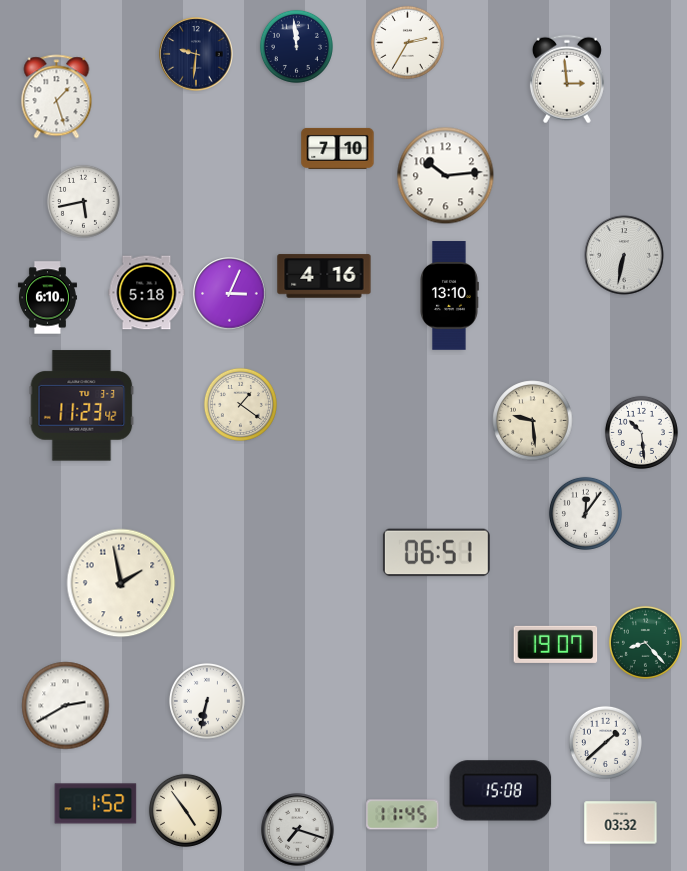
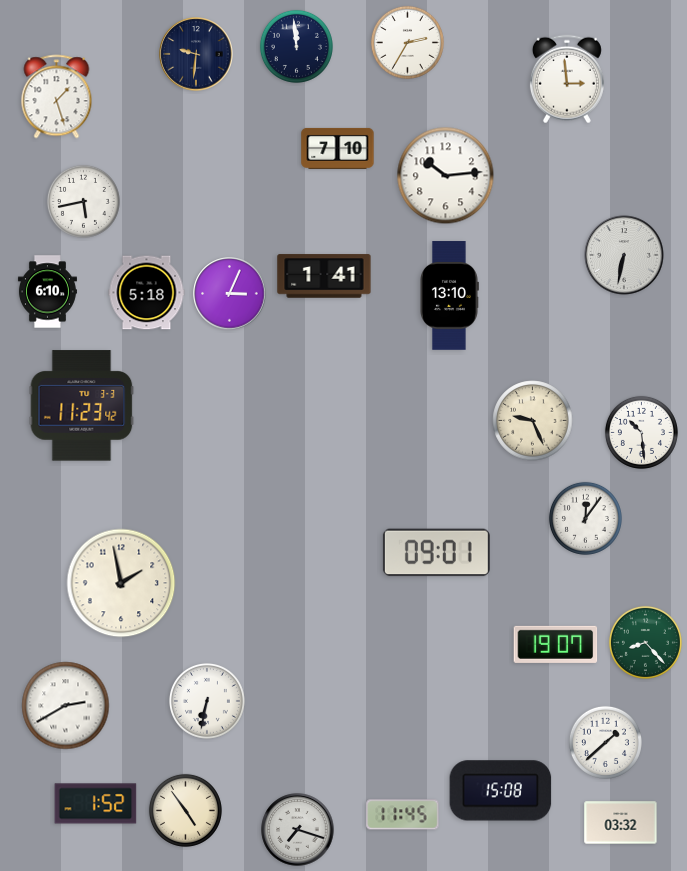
clock at (324, 276): 4:16 -> 1:41
clock at (47, 298) position: (47, 298) -> (47, 292)
clock at (240, 404): 1:21 -> none
clock at (533, 421): 9:29 -> 9:26
clock at (585, 513) position: (585, 513) -> (585, 518)
clock at (436, 553): 06:51 -> 09:01
